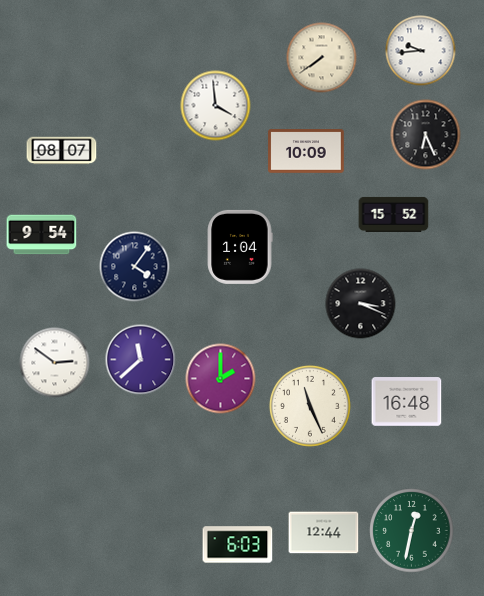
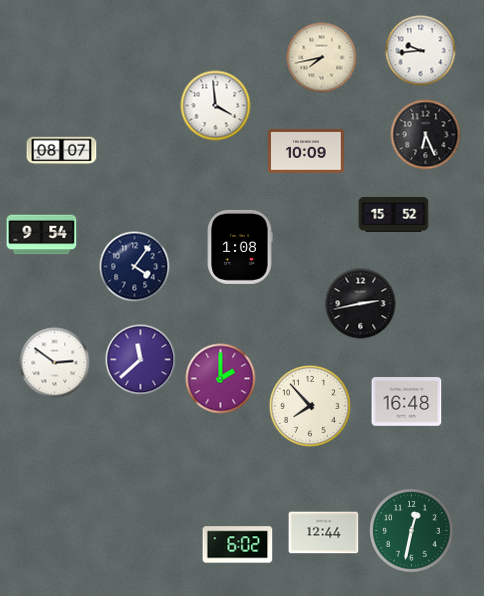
clock at (322, 58): 7:39 -> 7:43
clock at (240, 247): 1:04 -> 1:08
clock at (361, 304): 3:19 -> 2:43
clock at (310, 406): 11:26 -> 7:53
clock at (238, 545): 6:03 -> 6:02
